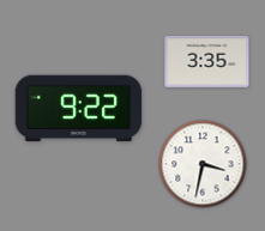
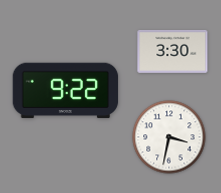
clock at (207, 61): 3:35 -> 3:30
